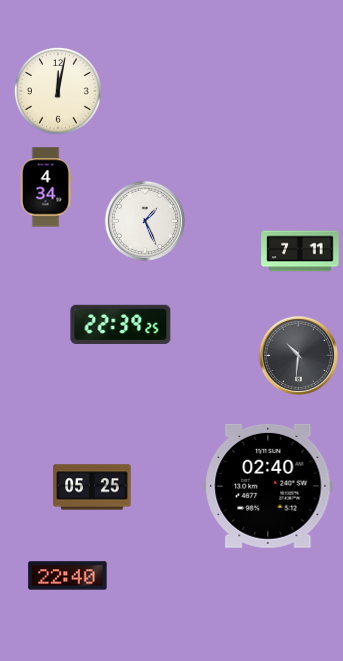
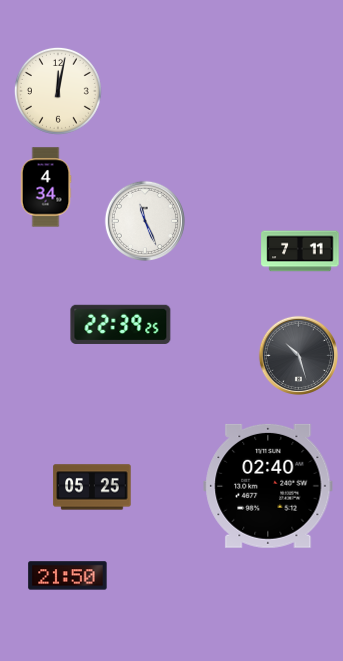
clock at (145, 221): 1:26 -> 11:26
clock at (298, 355): 10:31 -> 10:27
clock at (68, 576): 22:40 -> 21:50
